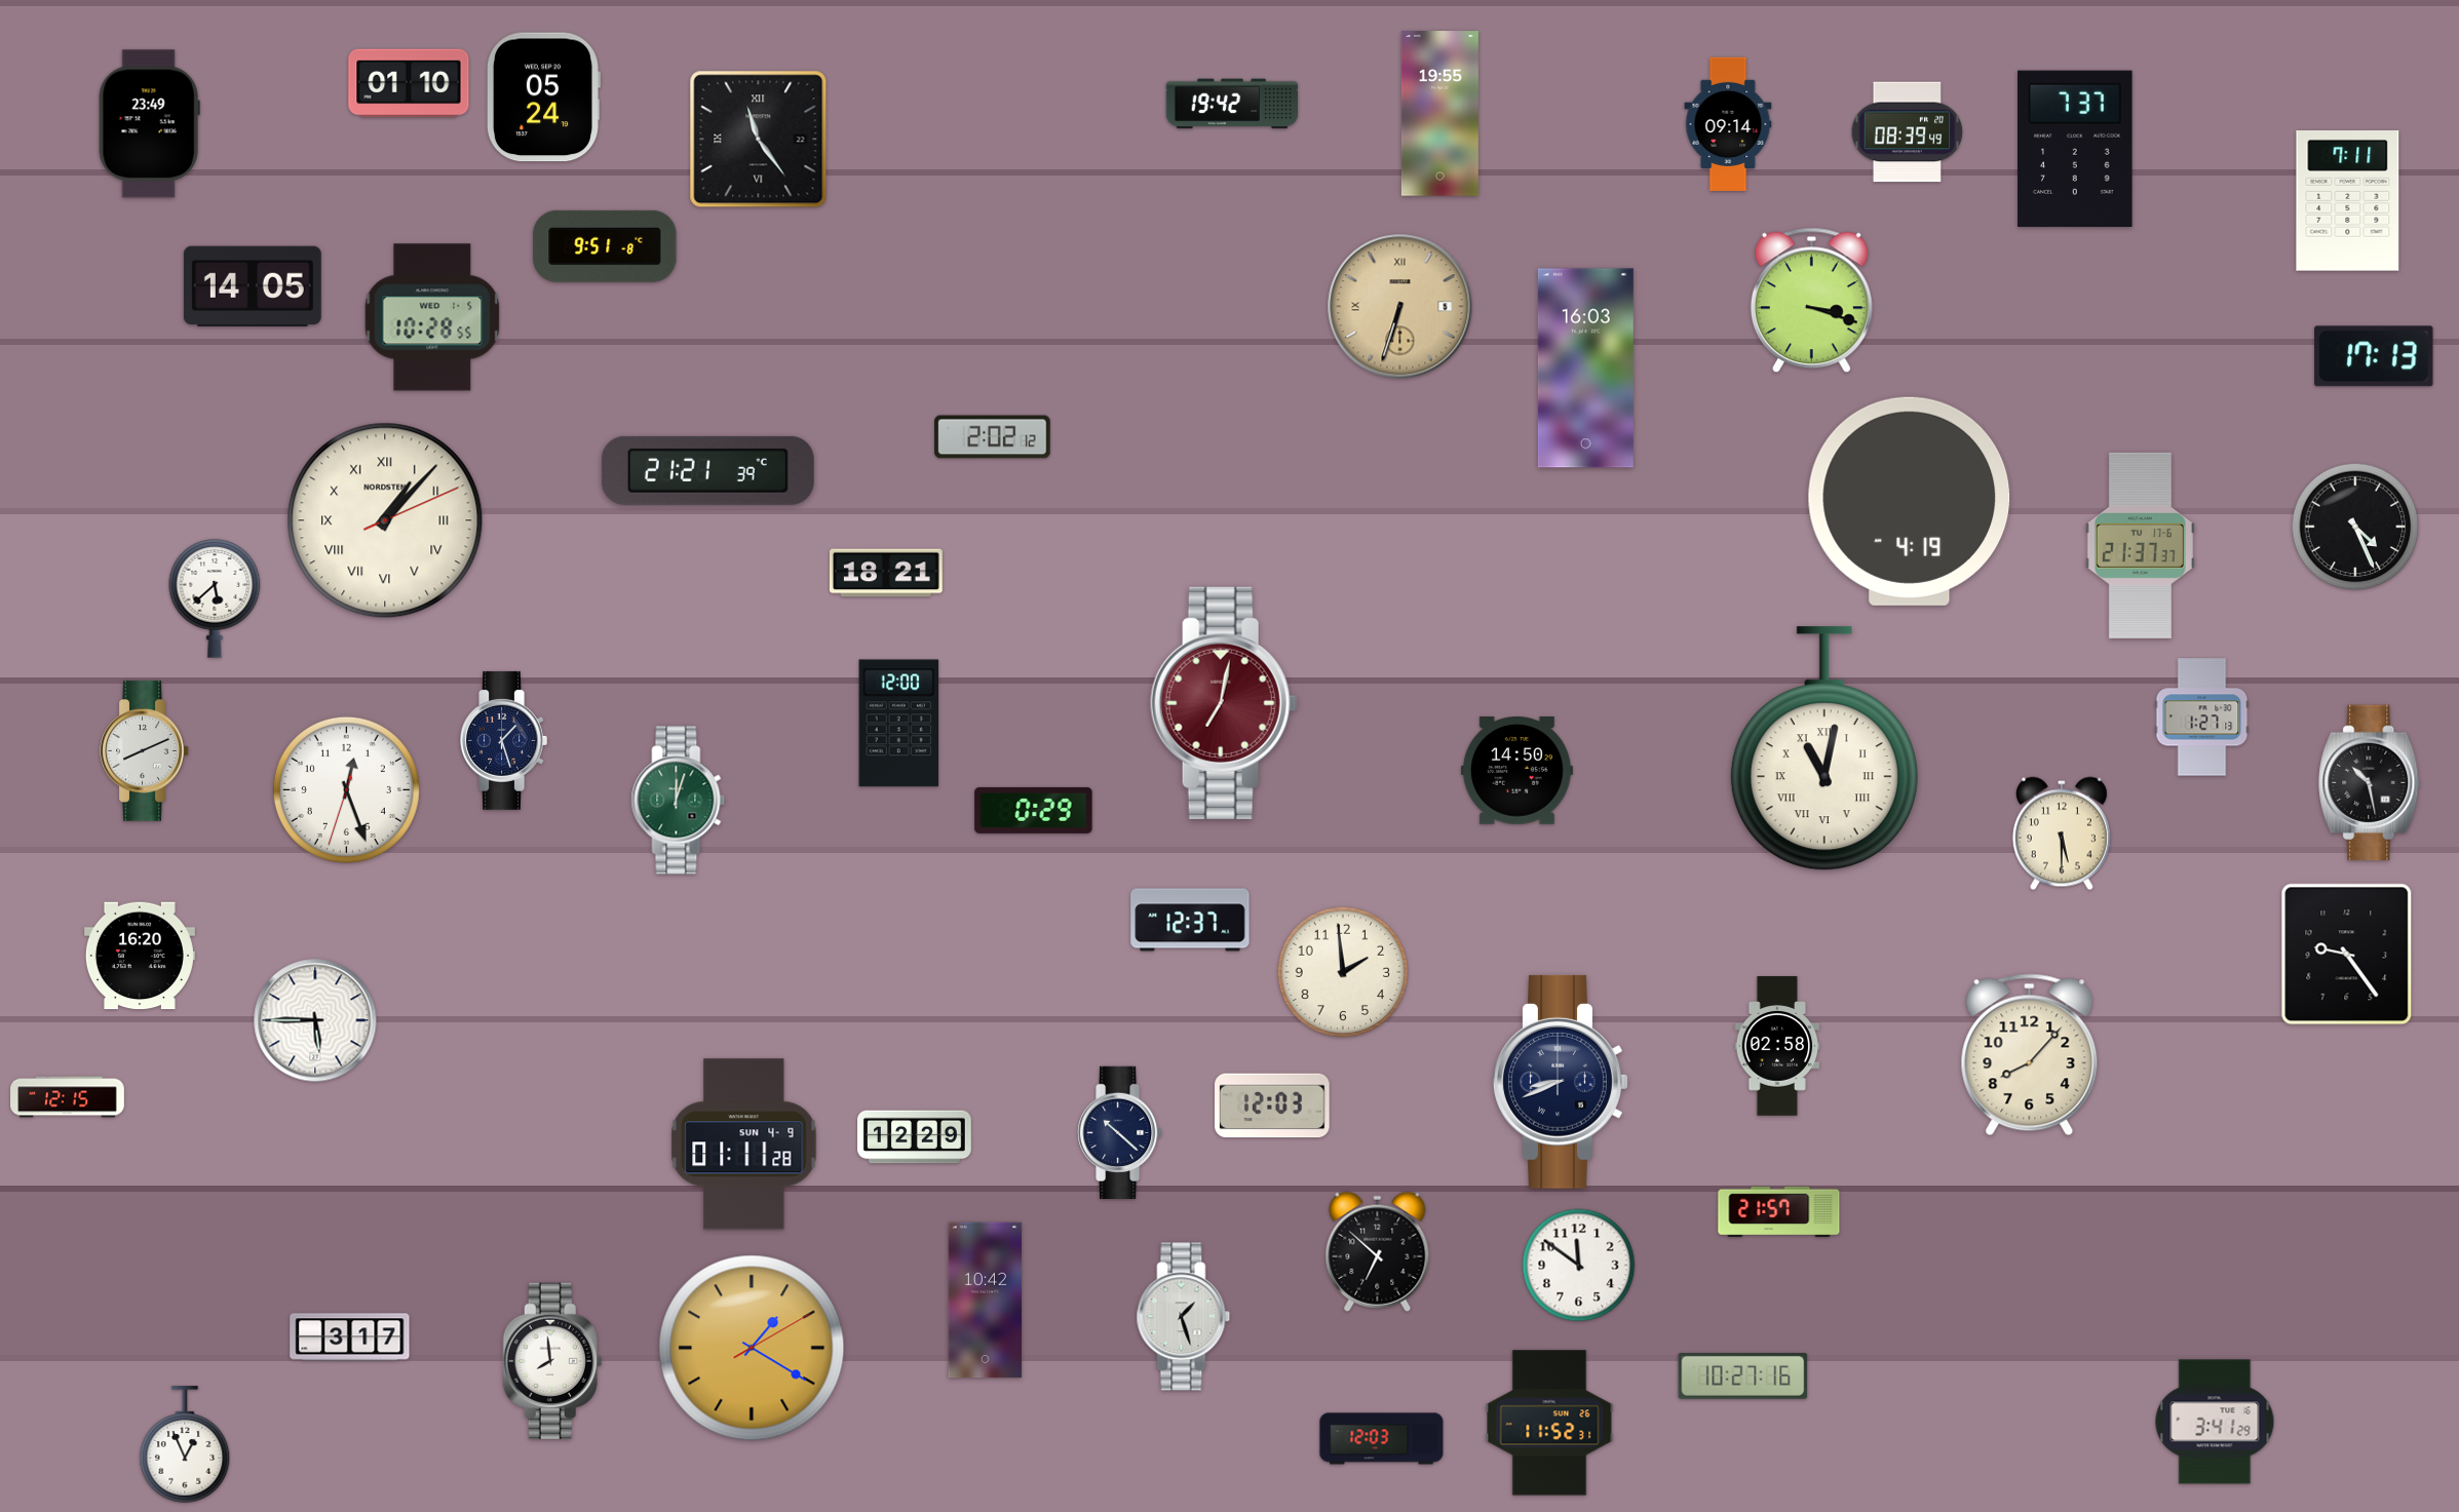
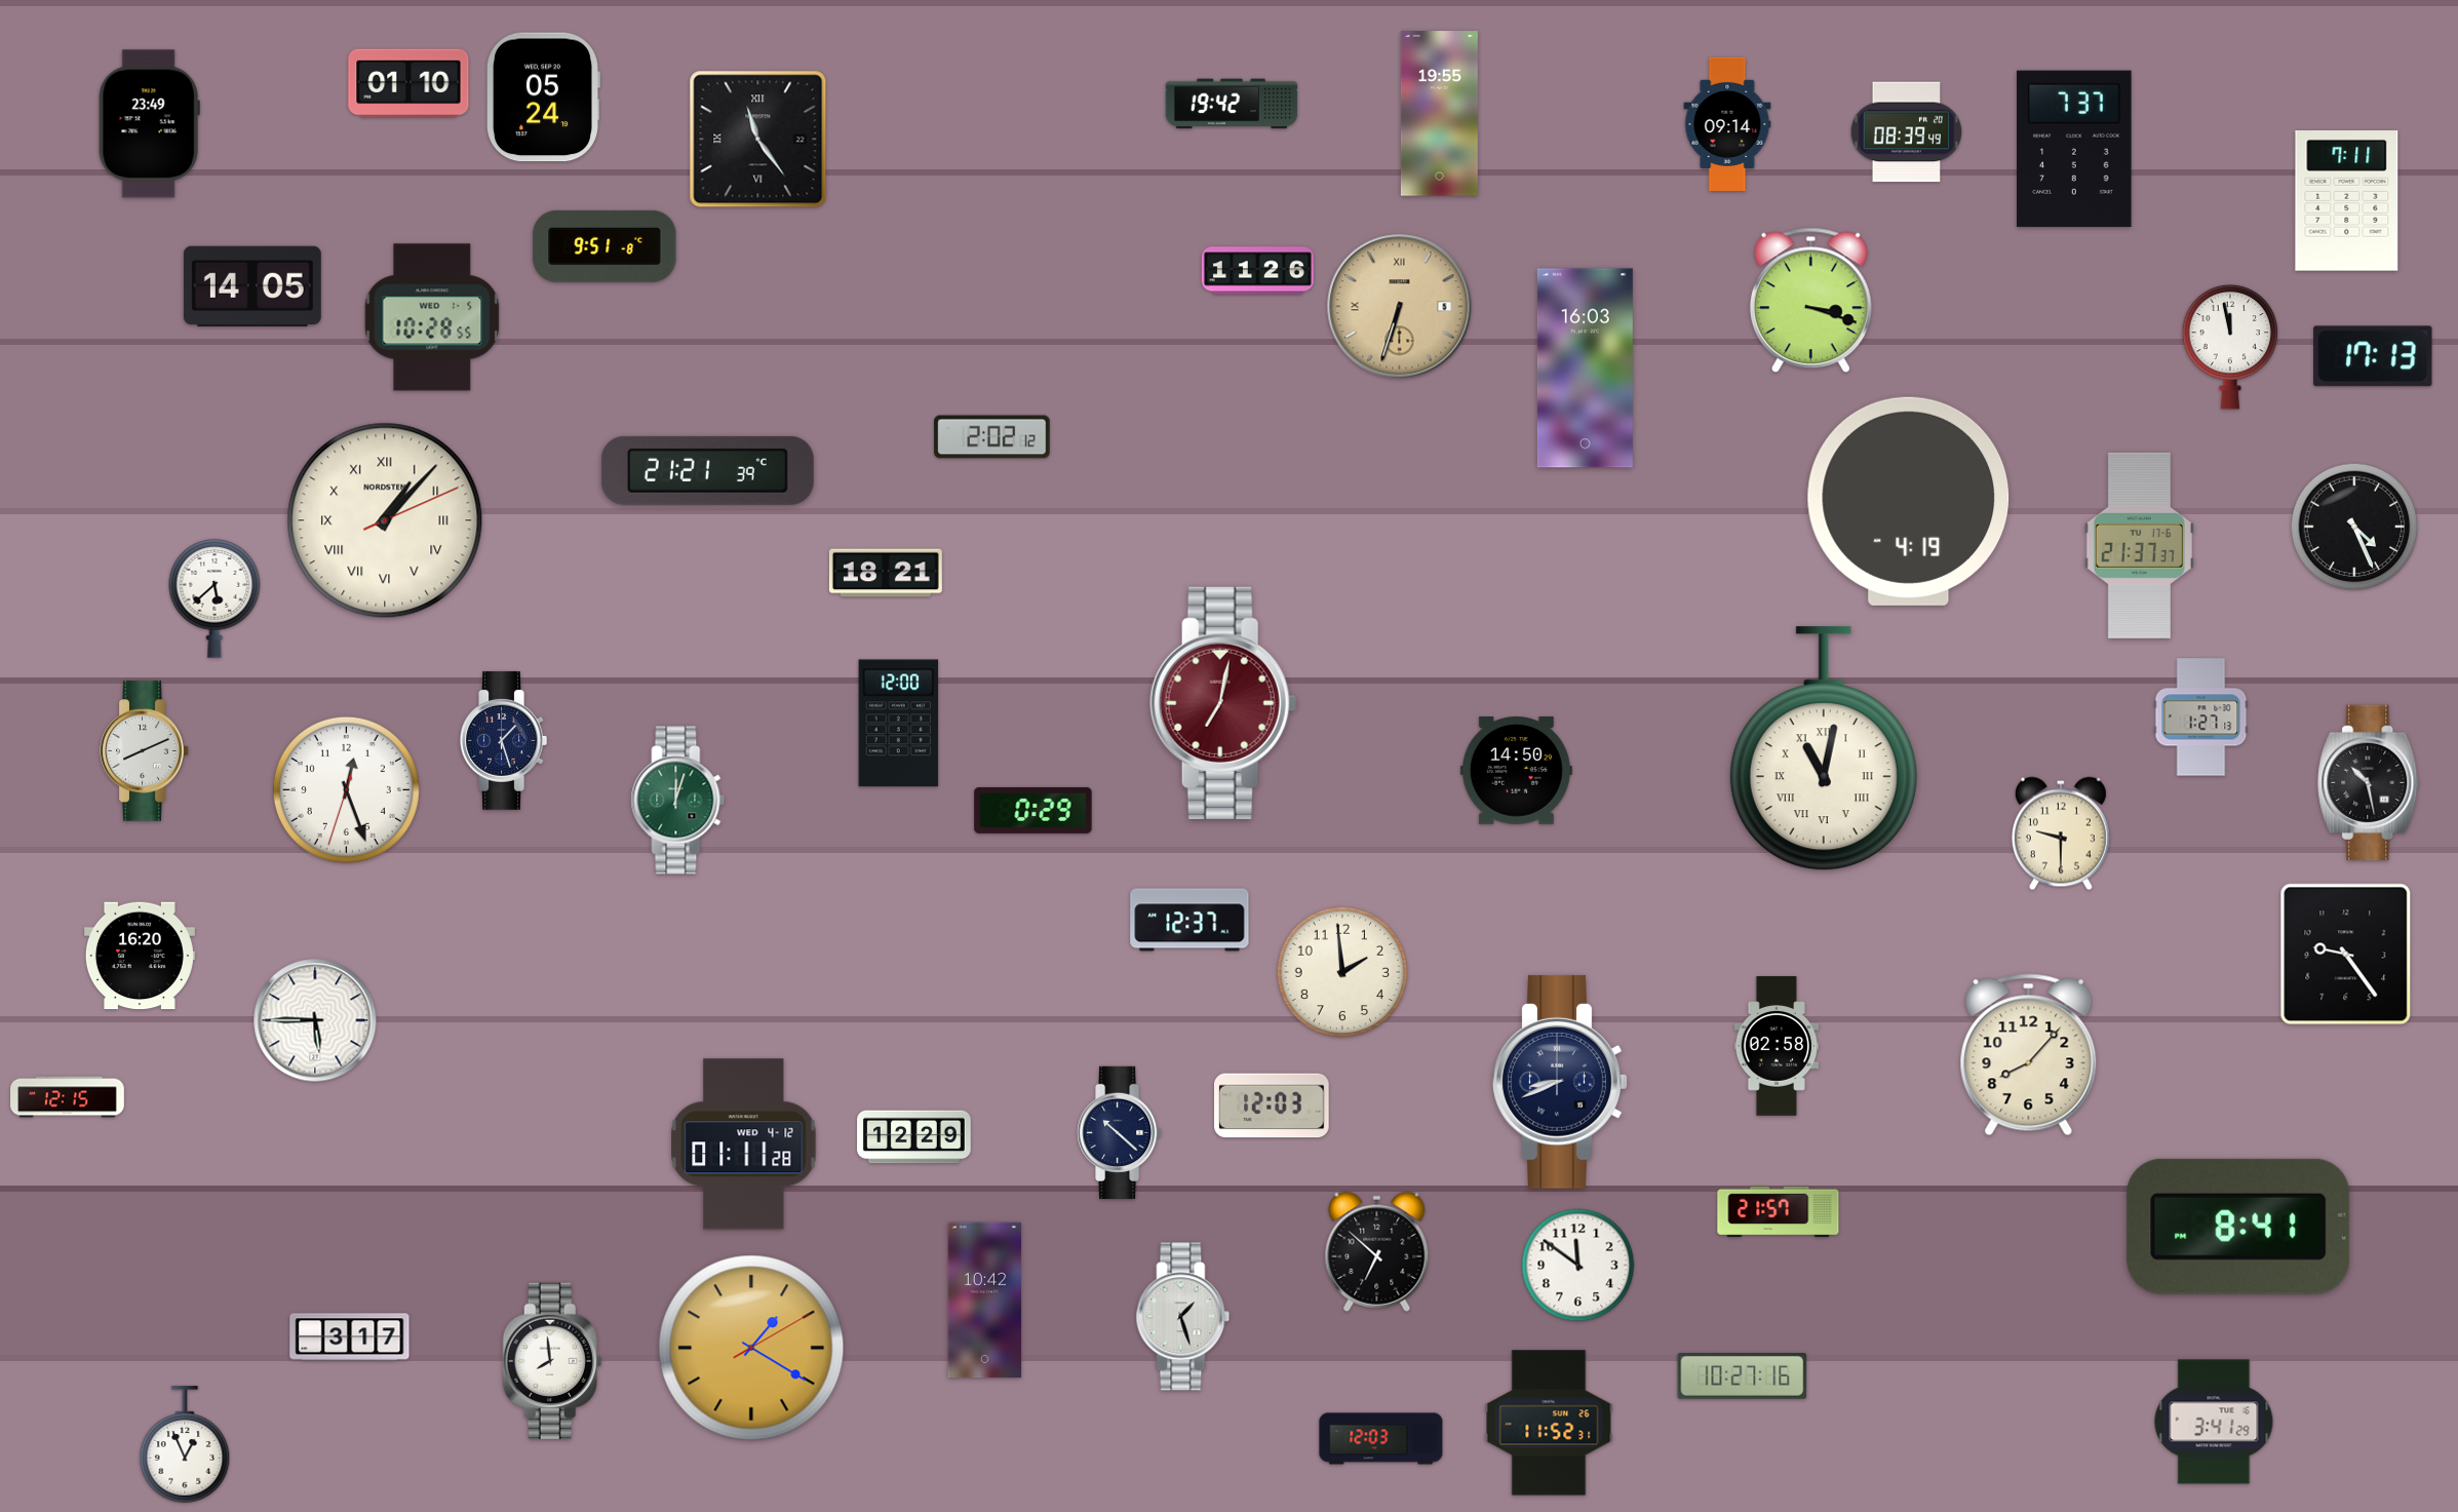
clock at (1257, 271): none -> 11:26
clock at (2230, 347): none -> 11:58
clock at (2062, 833): 5:30 -> 9:30
clock at (744, 1145) date: SUN 4-9 -> WED 4-12
clock at (2238, 1227): none -> 8:41
